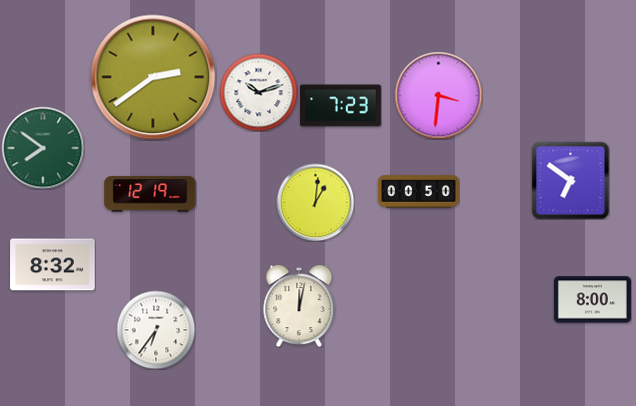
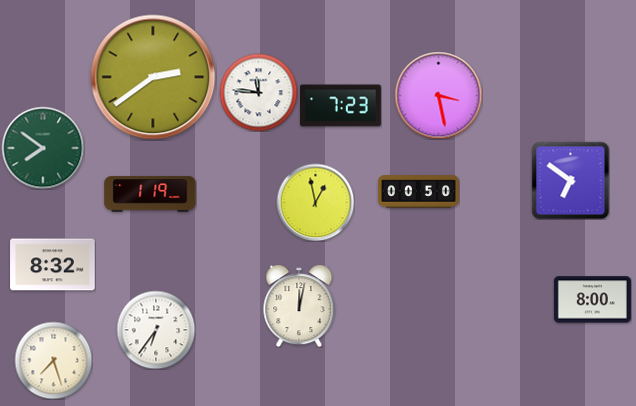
clock at (258, 92): 10:12 -> 11:46
clock at (438, 95): 3:31 -> 3:28
clock at (150, 194): 12:19 -> 1:19
clock at (315, 202): 1:01 -> 12:58
clock at (53, 360): none -> 7:27
